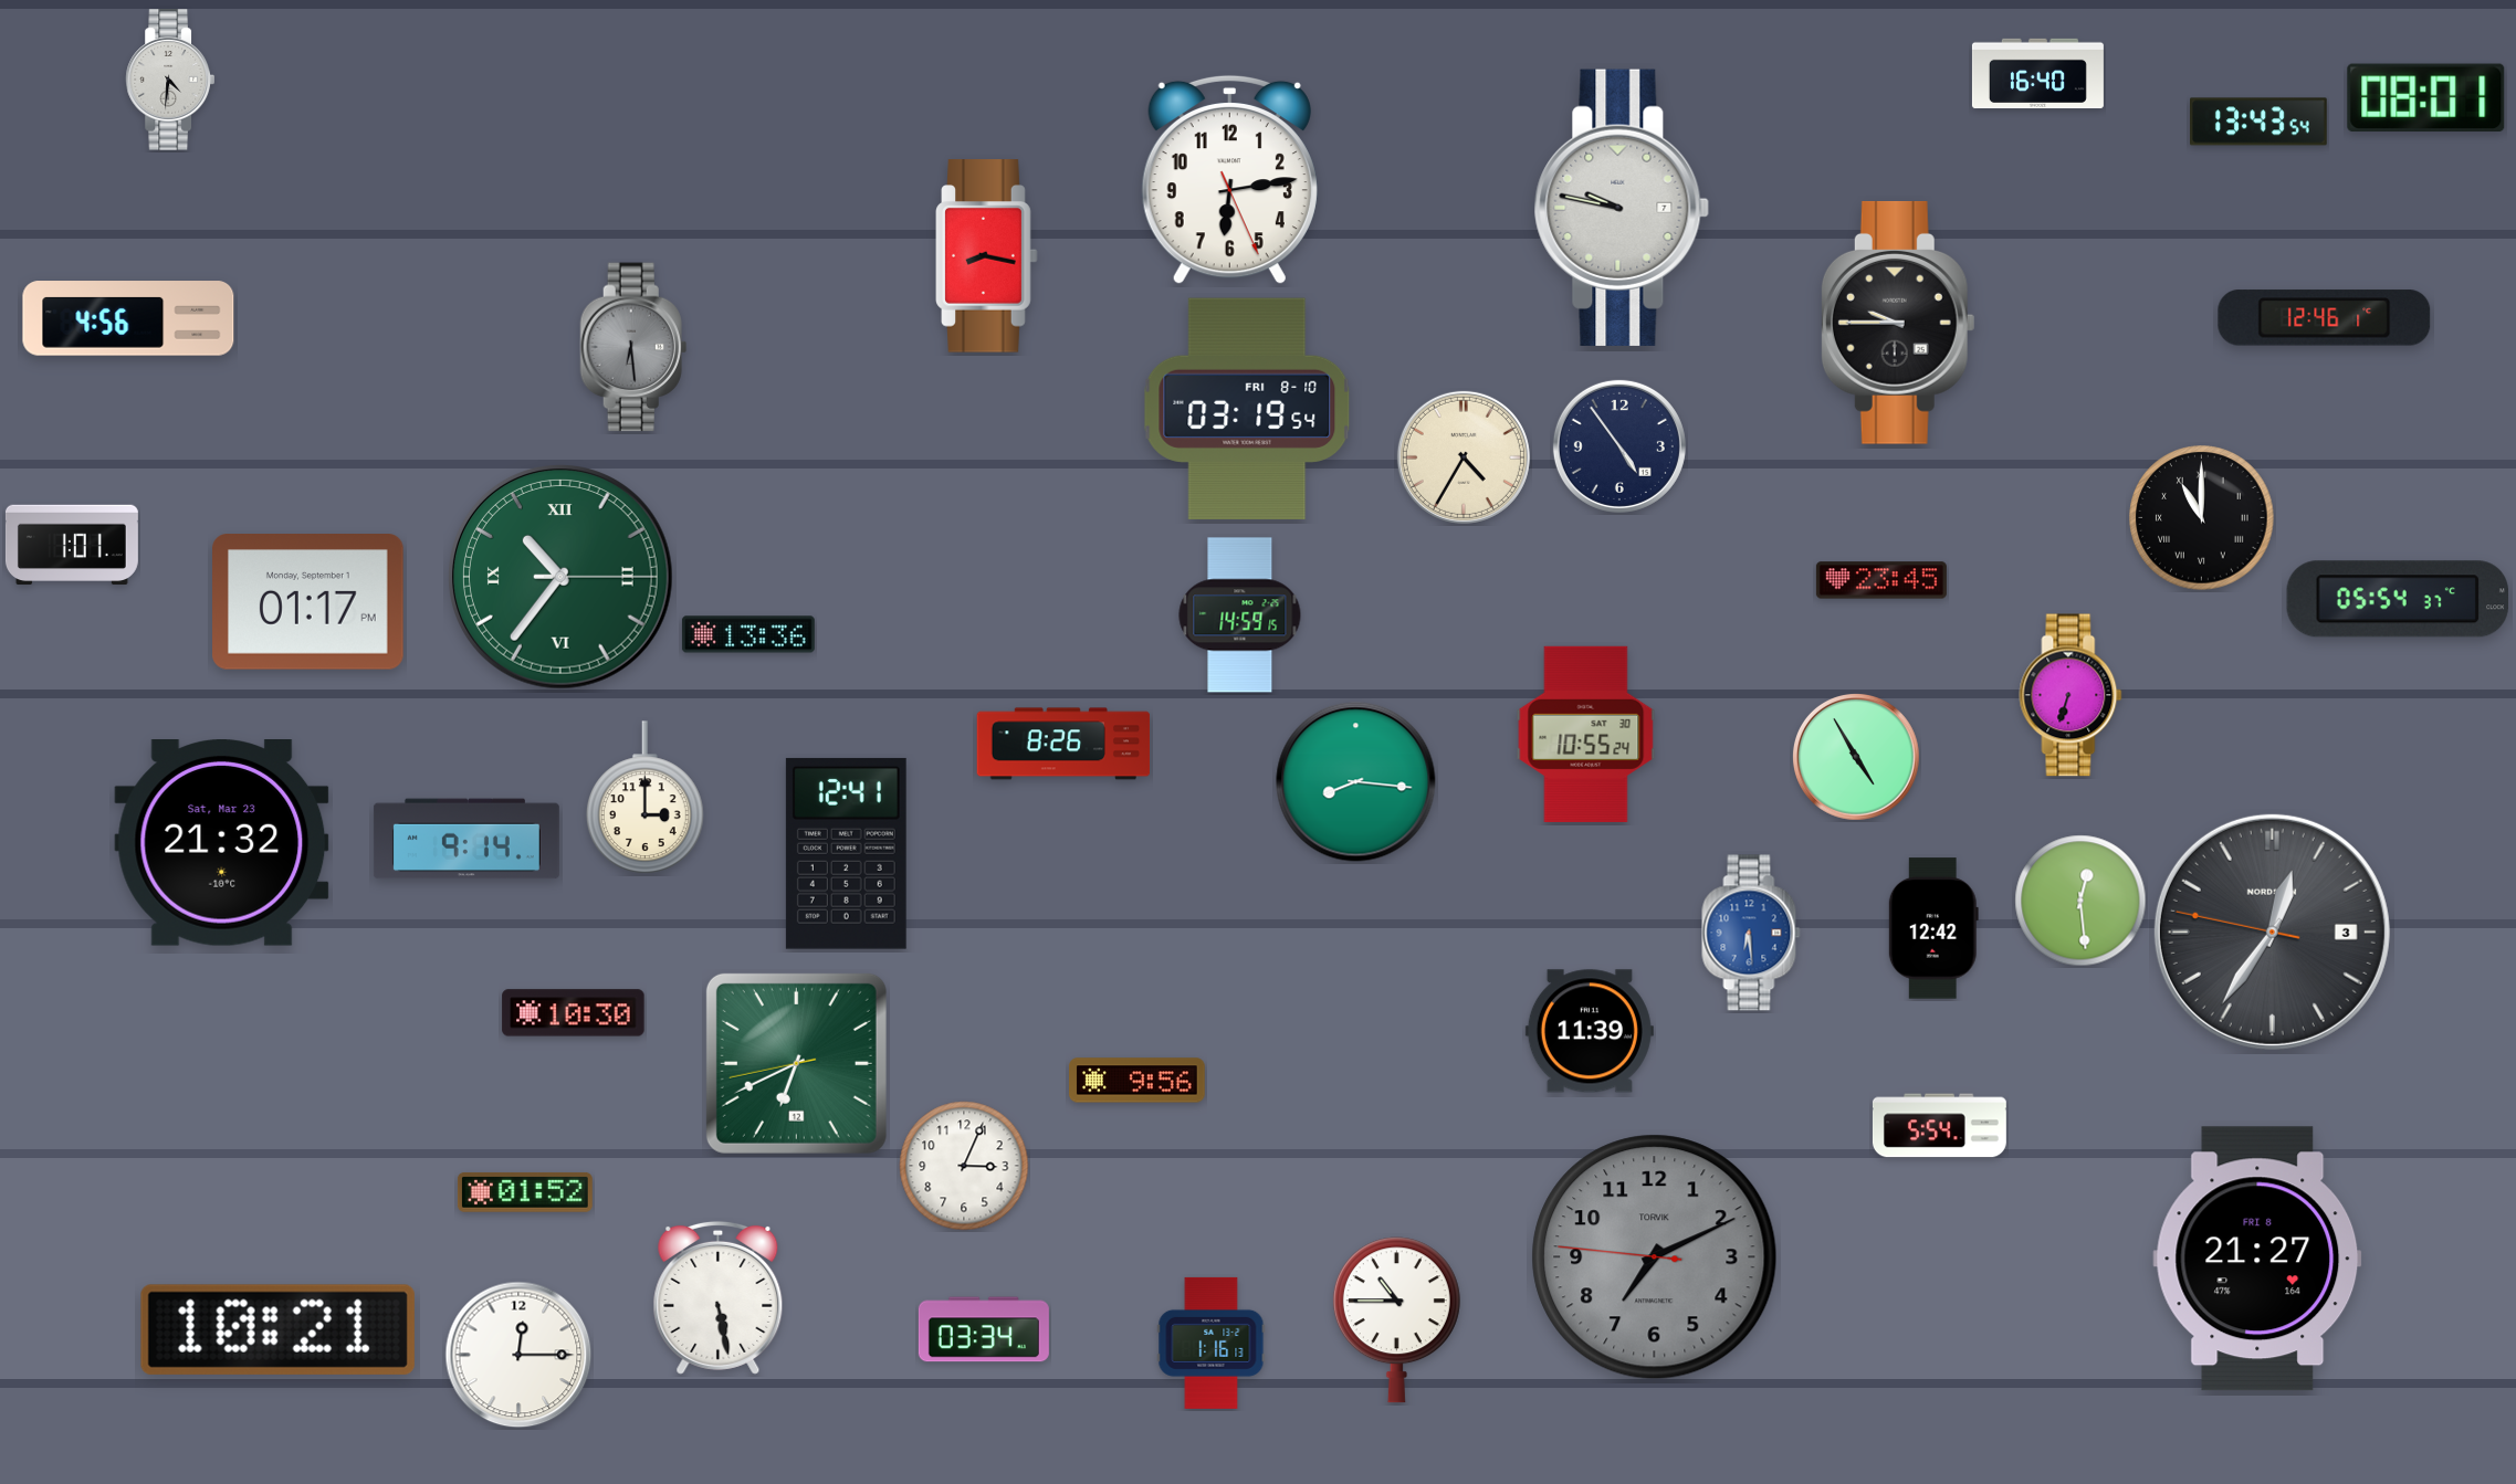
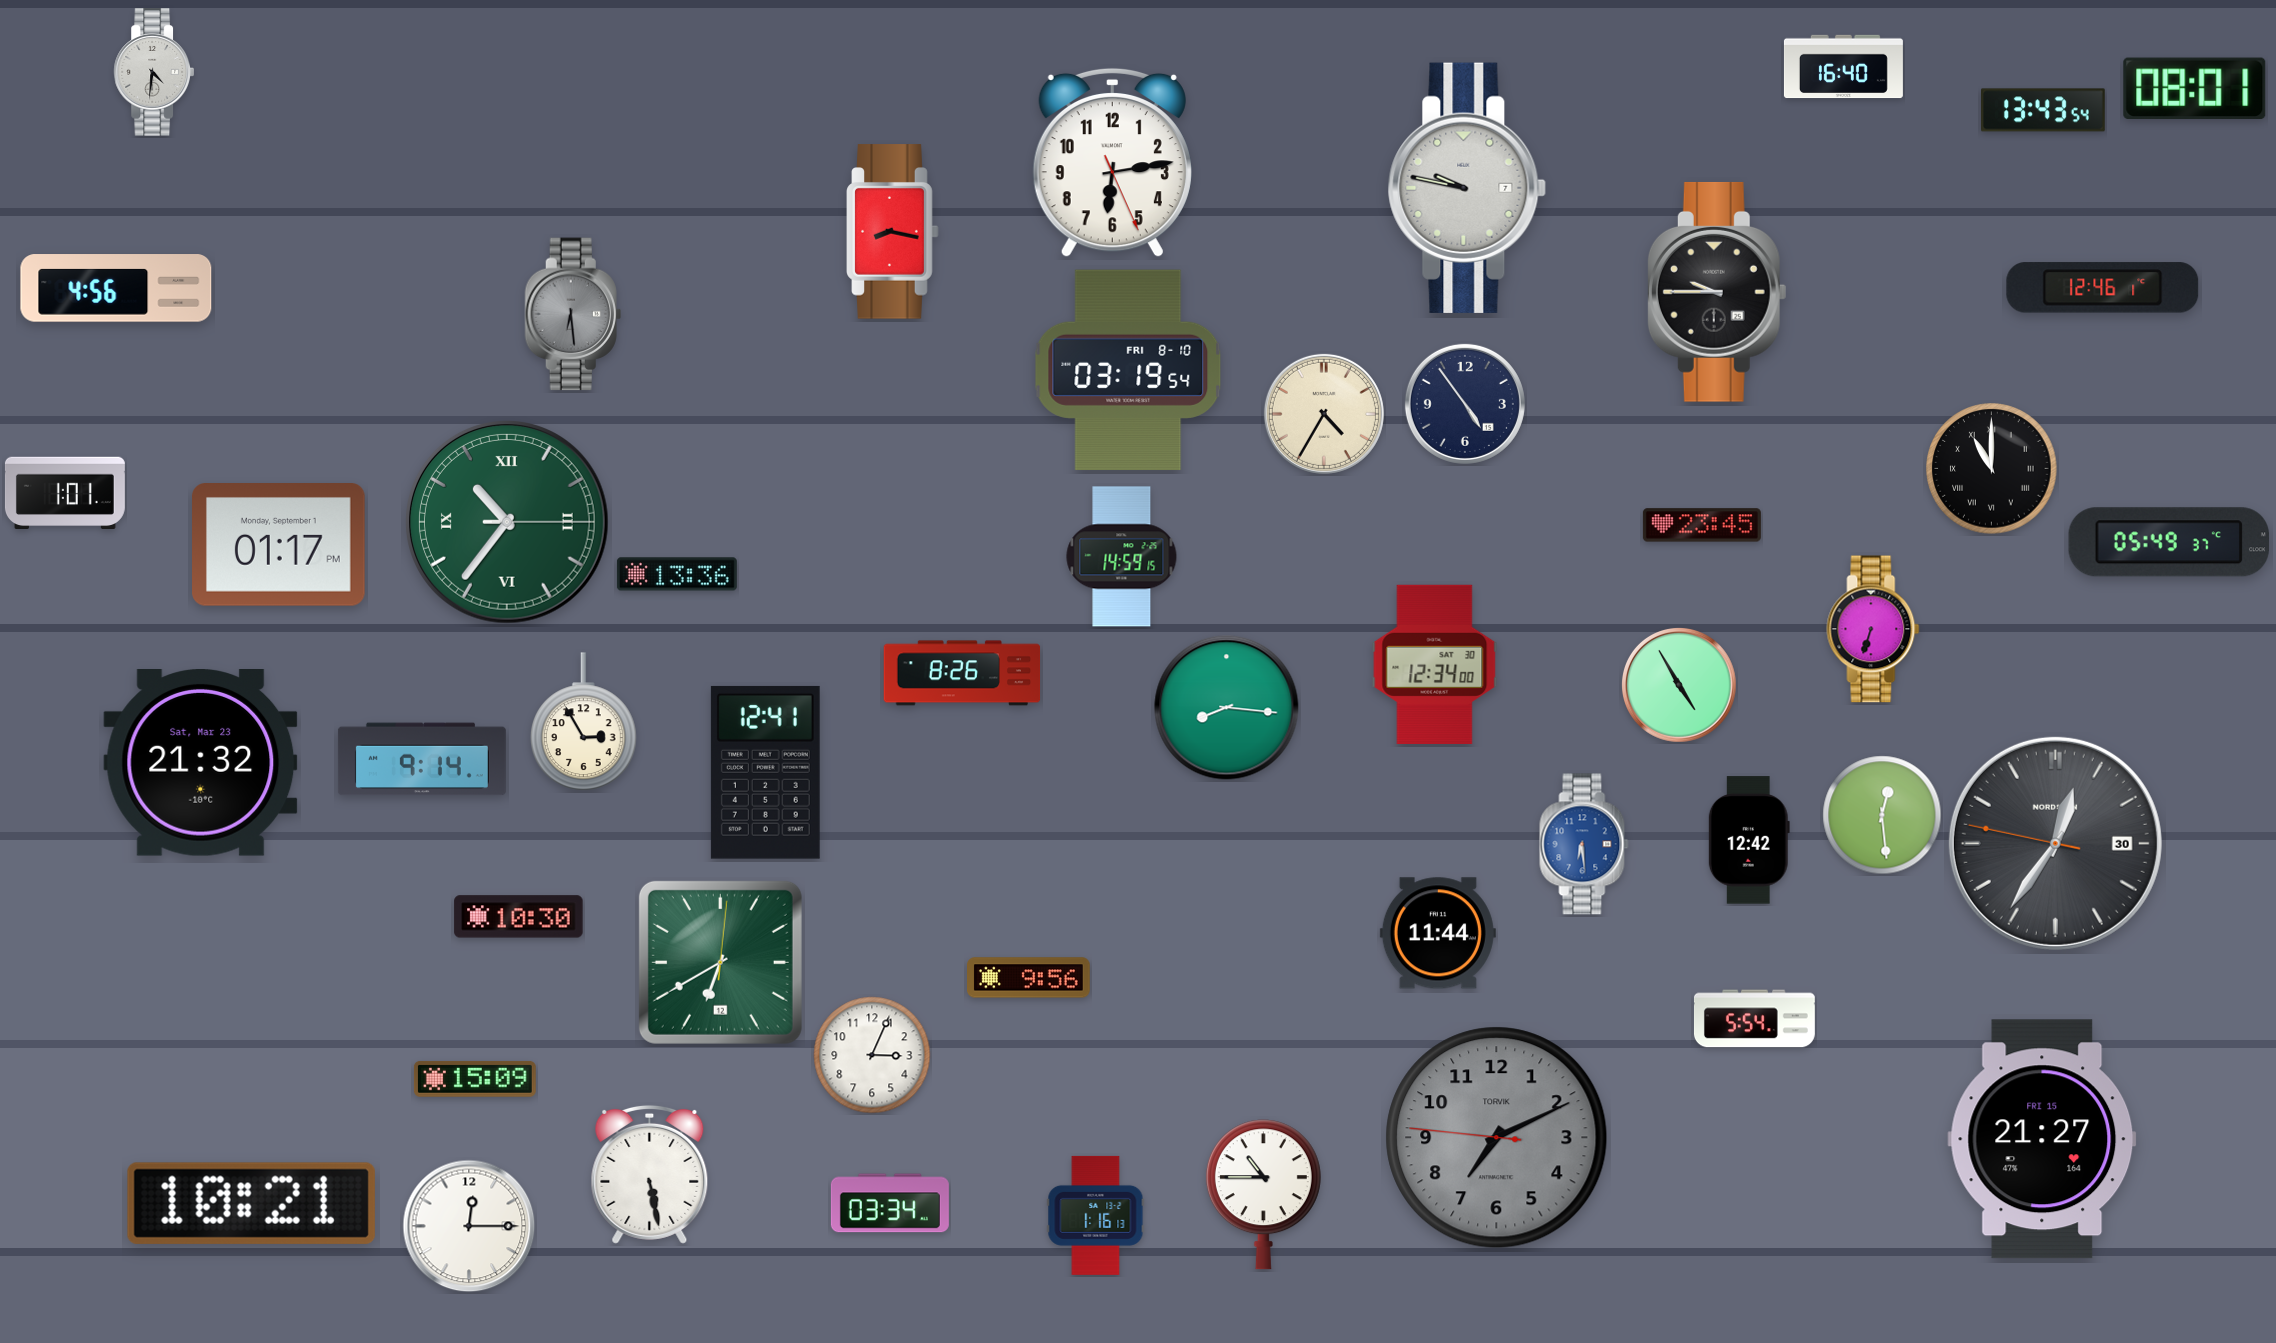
clock at (2397, 599): 05:54 -> 05:49
clock at (1586, 734): 10:55 -> 12:34
clock at (644, 798): 3:00 -> 2:55
clock at (2272, 932) date: 3 -> 30
clock at (1590, 1031): 11:39 -> 11:44
clock at (796, 1063): 6:40:43 -> 6:40:01
clock at (525, 1192): 01:52 -> 15:09
clock at (2257, 1259) date: FRI 8 -> FRI 15
